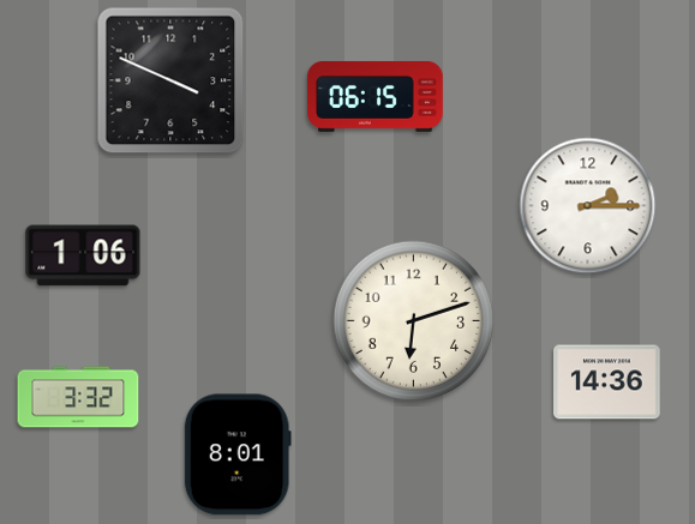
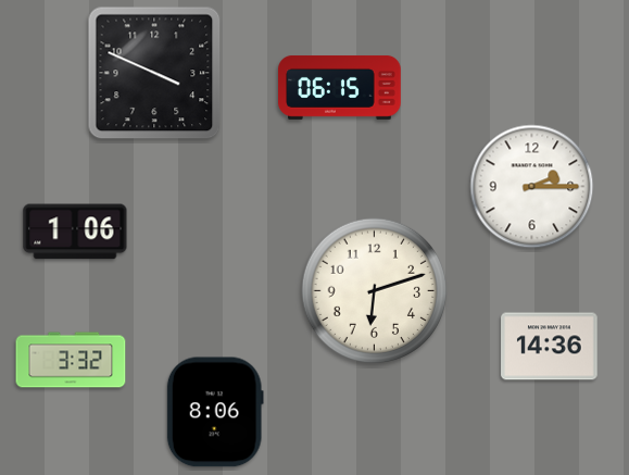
clock at (238, 454): 8:01 -> 8:06
